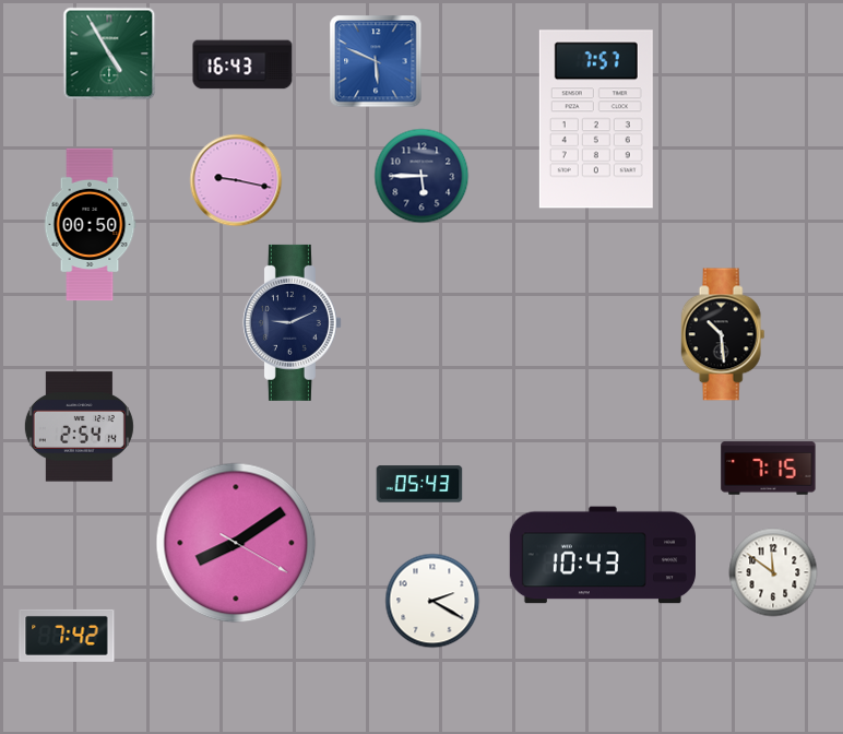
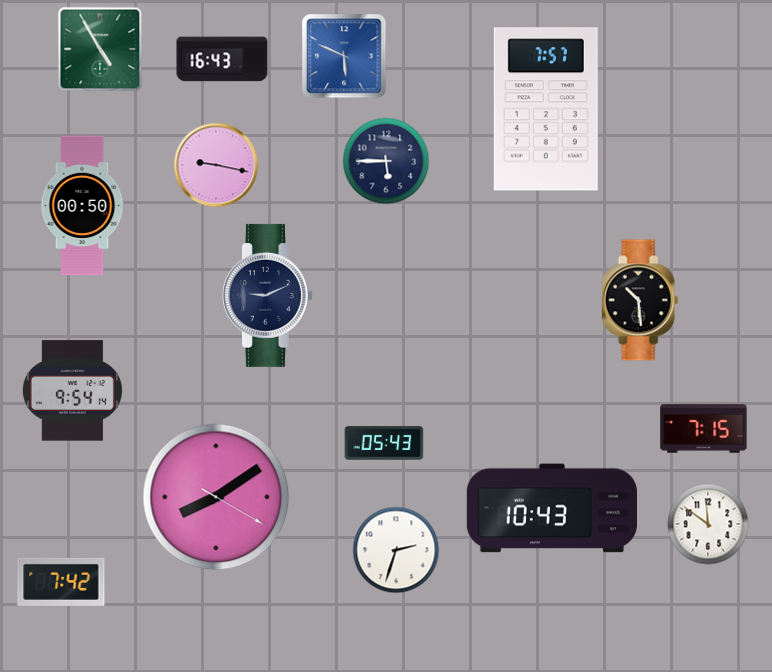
clock at (723, 334) position: (723, 334) -> (640, 300)
clock at (79, 427): 2:54 -> 9:54
clock at (432, 601): 2:20 -> 2:33
